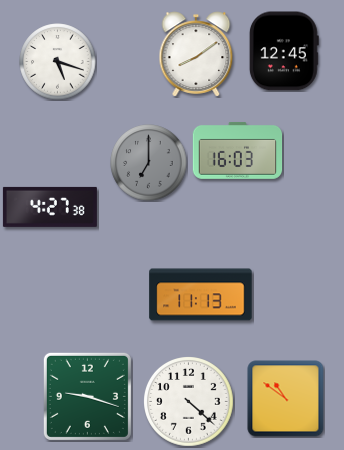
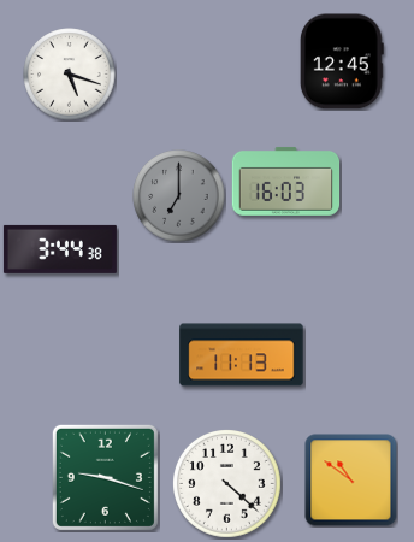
clock at (196, 54): 8:09 -> none
clock at (50, 207): 4:27 -> 3:44
clock at (286, 399) position: (286, 399) -> (351, 481)
